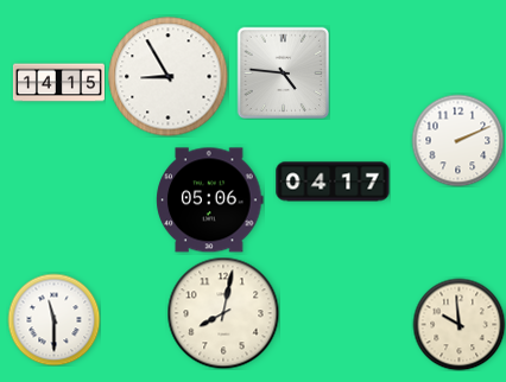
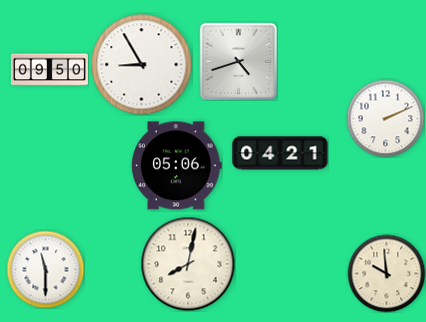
clock at (283, 72): 4:46 -> 4:42
clock at (58, 83): 14:15 -> 09:50
clock at (333, 182): 04:17 -> 04:21
clock at (210, 200) position: (210, 200) -> (177, 166)
